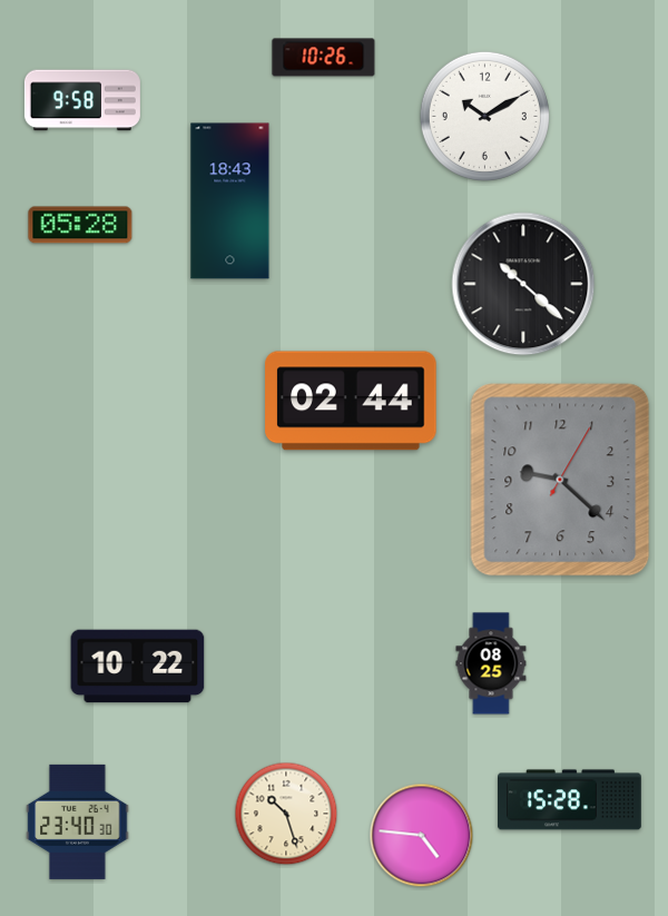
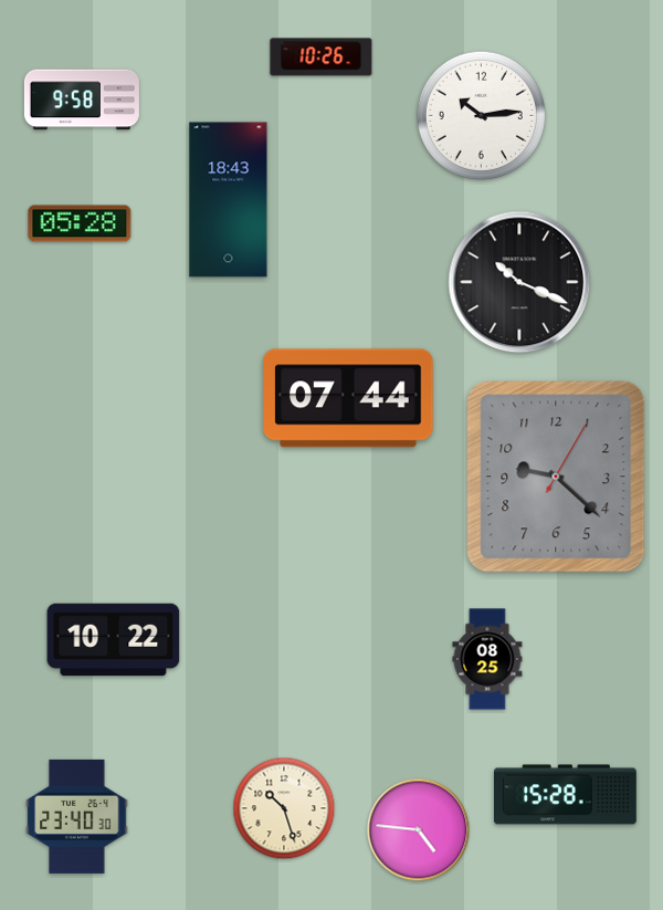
clock at (484, 116): 10:10 -> 10:14
clock at (523, 284): 10:22 -> 10:19
clock at (351, 401): 02:44 -> 07:44
clock at (138, 667) position: (138, 667) -> (114, 640)
